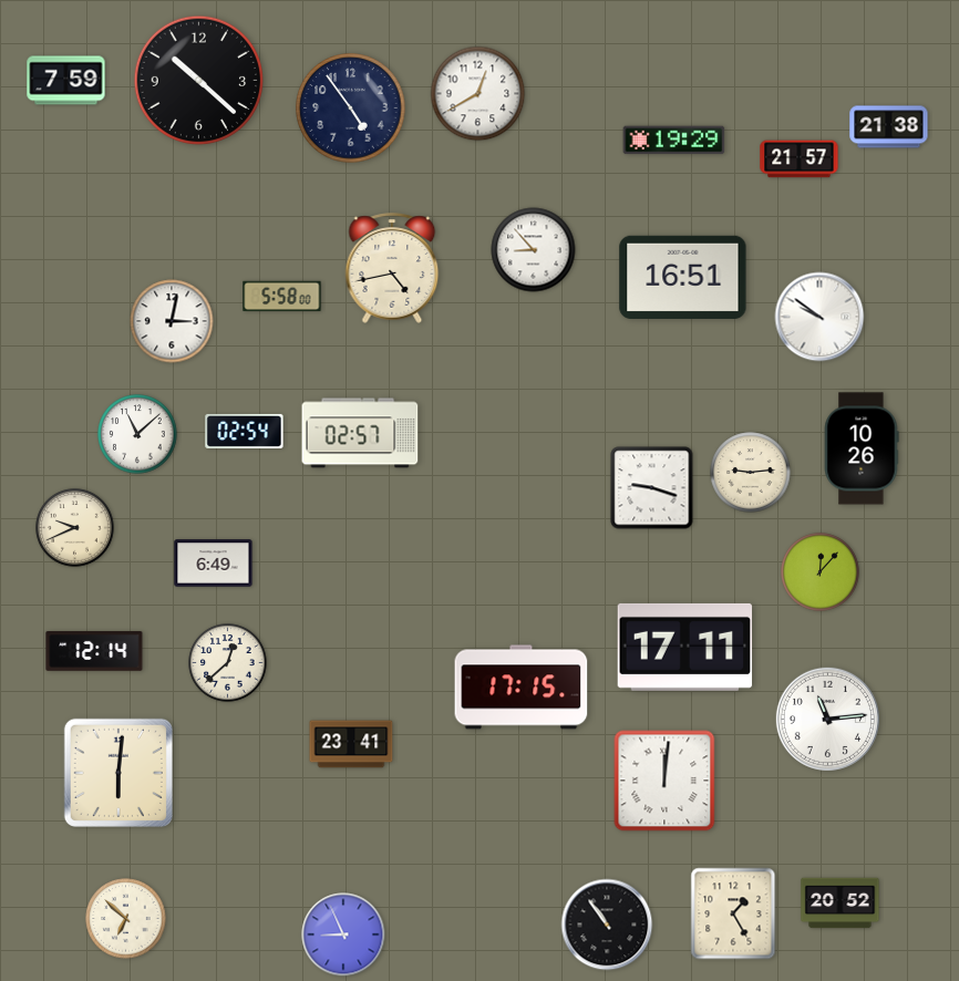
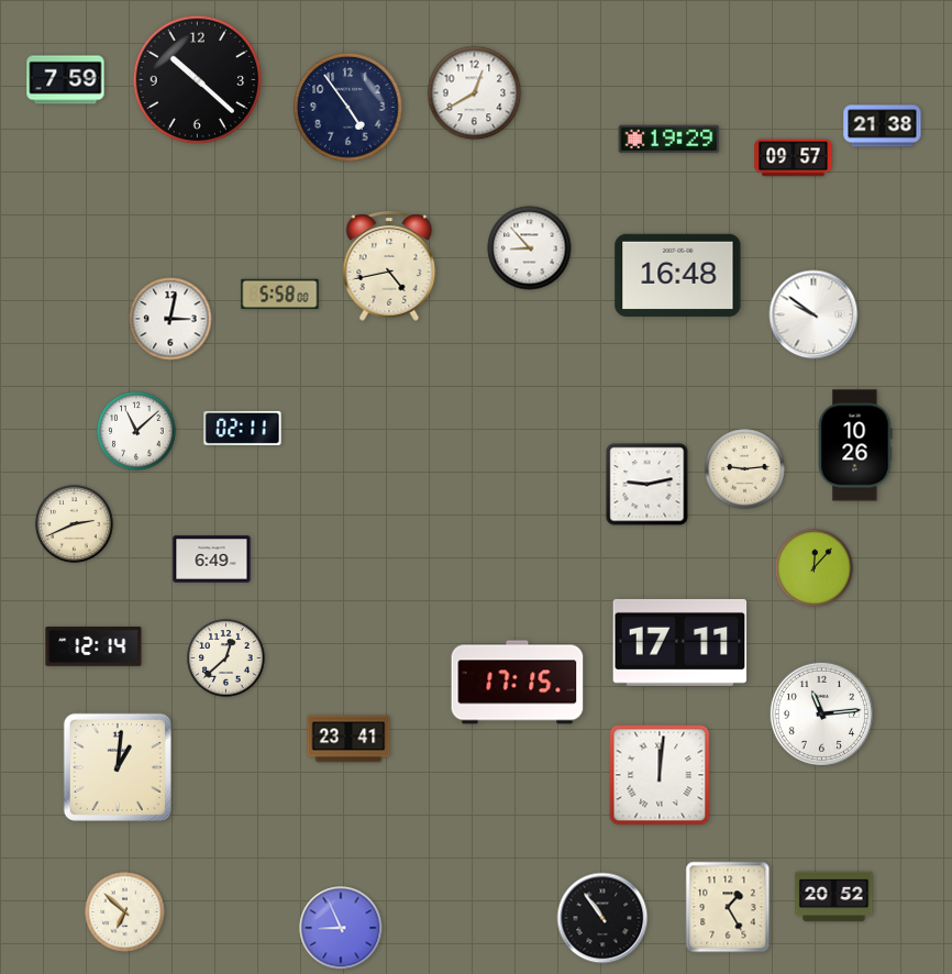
clock at (800, 159): 21:57 -> 09:57
clock at (683, 277): 16:51 -> 16:48
clock at (245, 431): 02:54 -> 02:11
clock at (360, 433): 02:57 -> none
clock at (652, 488): 9:18 -> 9:13
clock at (75, 528): 9:41 -> 2:41
clock at (118, 773): 6:01 -> 1:01
